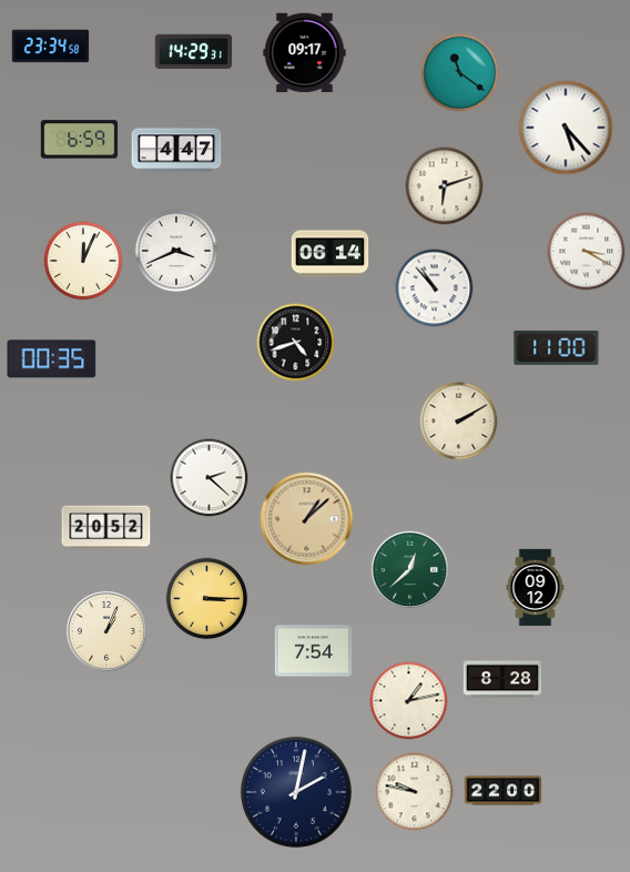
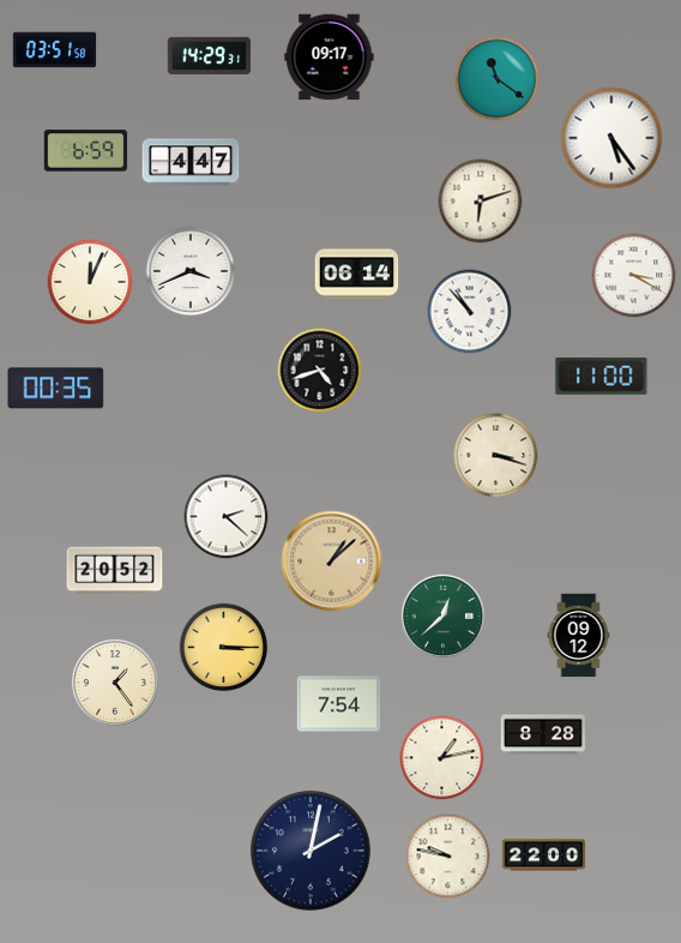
clock at (51, 47): 23:34 -> 03:51
clock at (566, 128): 5:23 -> 5:24
clock at (587, 252) position: (587, 252) -> (634, 276)
clock at (459, 422): 2:10 -> 3:18
clock at (106, 631): 1:04 -> 1:24
clock at (296, 792) position: (296, 792) -> (311, 851)
